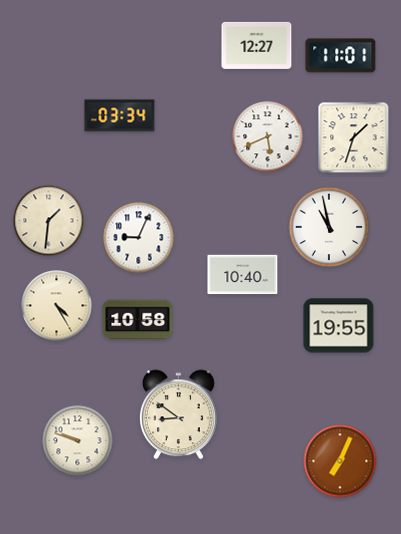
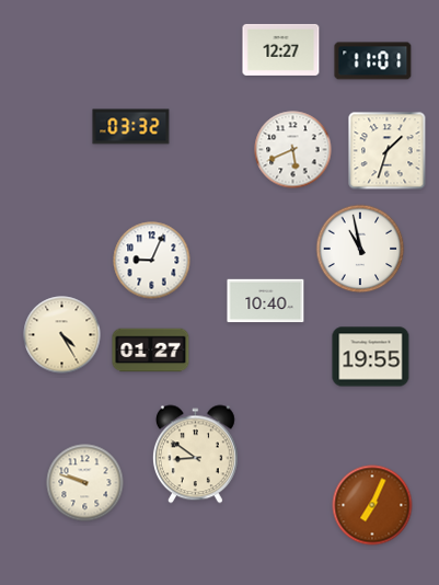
clock at (120, 116): 03:34 -> 03:32
clock at (49, 221): 1:31 -> none
clock at (138, 320): 10:58 -> 01:27
